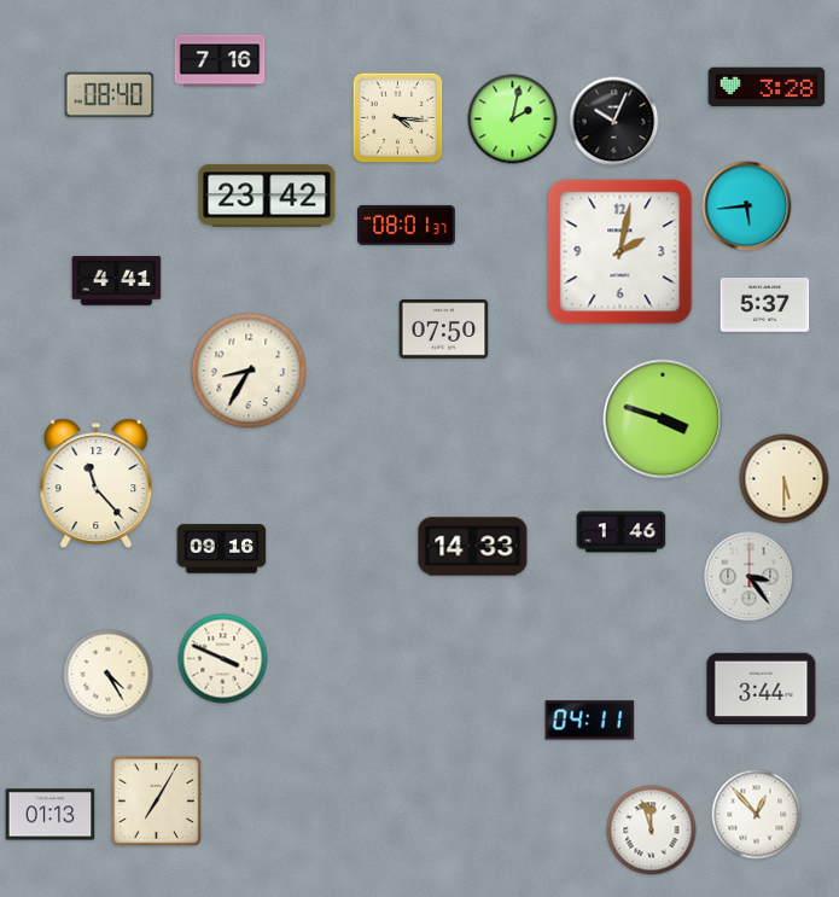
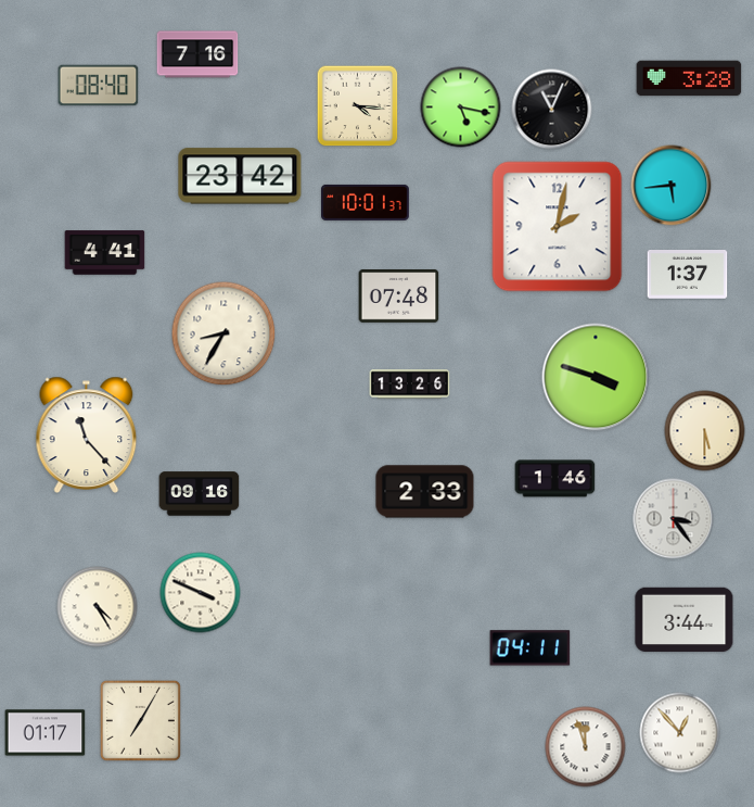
clock at (513, 120): 2:02 -> 5:17
clock at (614, 122): 10:04 -> 11:04
clock at (407, 225): 08:01 -> 10:01
clock at (765, 305): 5:37 -> 1:37
clock at (444, 330): 07:50 -> 07:48
clock at (410, 384): none -> 13:26
clock at (622, 532) position: (622, 532) -> (555, 479)
clock at (473, 547): 14:33 -> 2:33
clock at (51, 815): 01:13 -> 01:17
